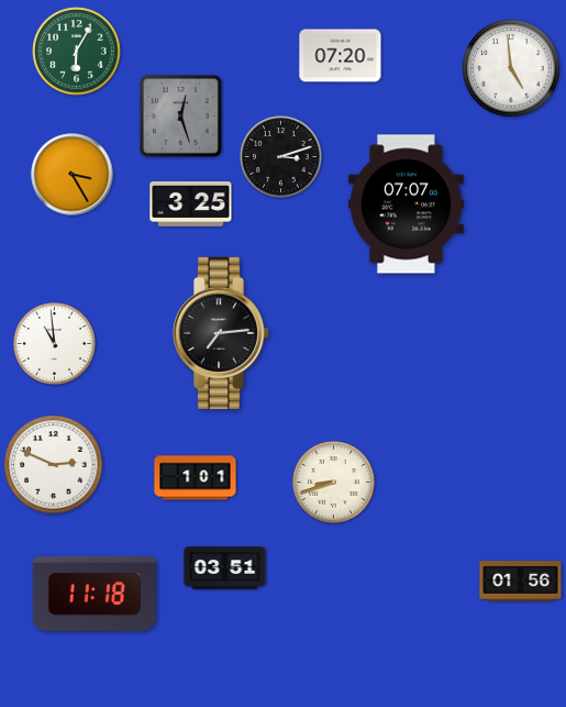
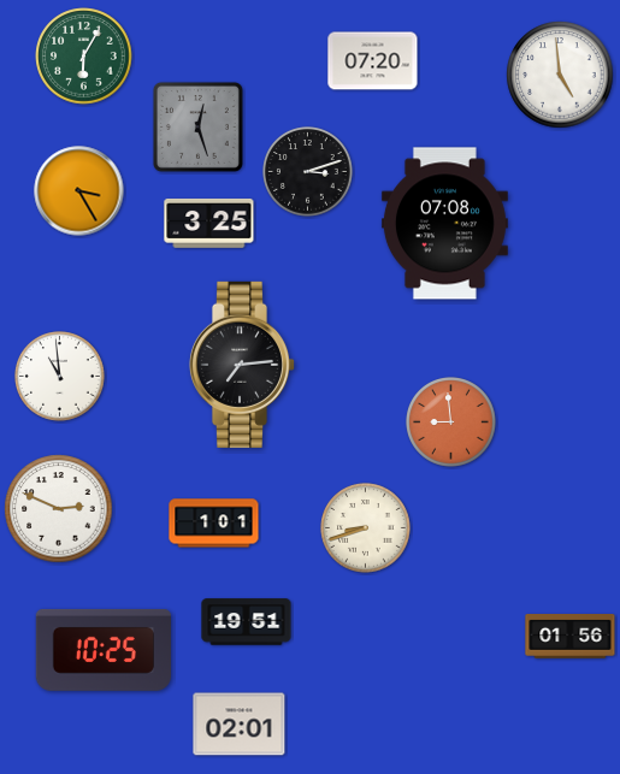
clock at (406, 205): 07:07 -> 07:08
clock at (451, 423): none -> 8:59
clock at (225, 568): 03:51 -> 19:51
clock at (95, 594): 11:18 -> 10:25
clock at (240, 725): none -> 02:01
